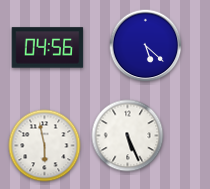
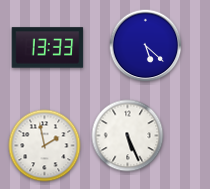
clock at (48, 48): 04:56 -> 13:33
clock at (45, 146): 5:58 -> 1:58
